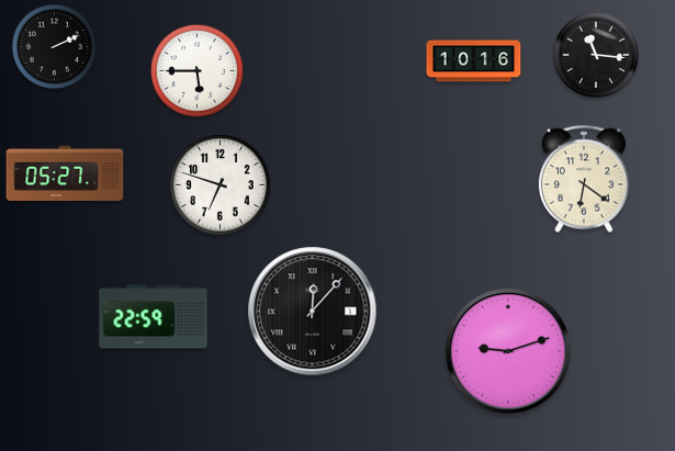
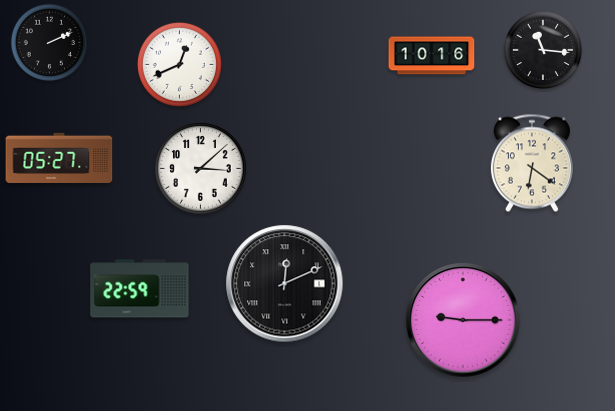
clock at (196, 70): 5:45 -> 12:41
clock at (221, 185): 6:48 -> 3:08
clock at (313, 312): 12:07 -> 12:11
clock at (508, 351): 9:12 -> 9:15
